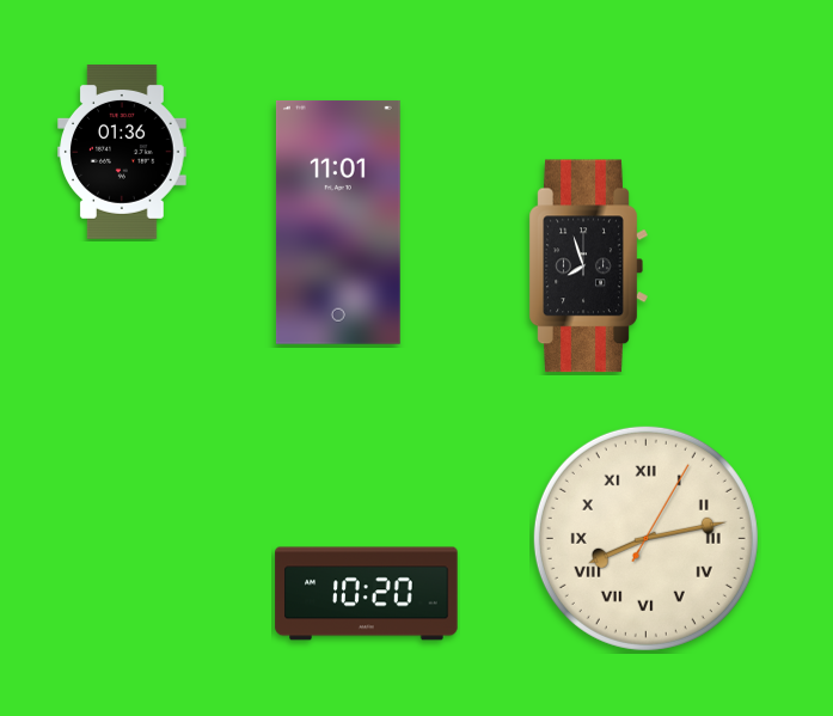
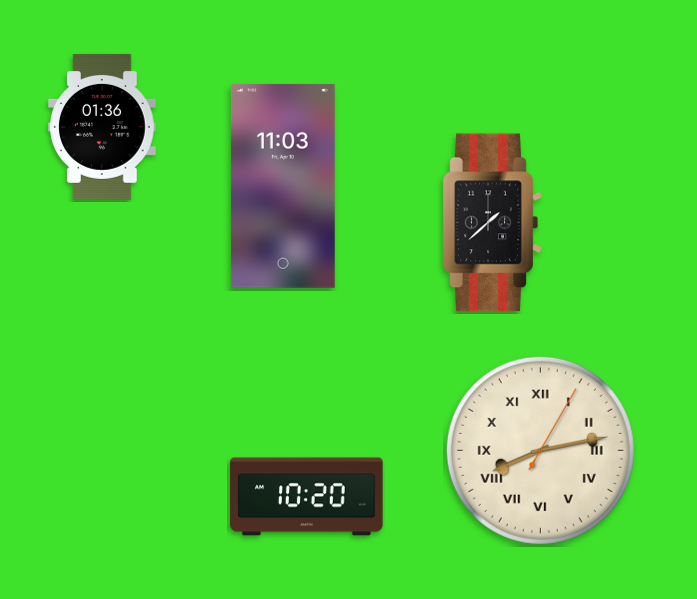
clock at (338, 222): 11:01 -> 11:03
clock at (588, 267): 7:57 -> 1:38
